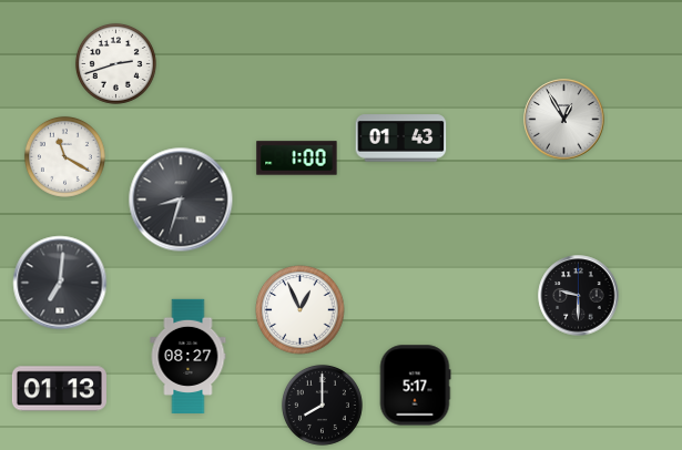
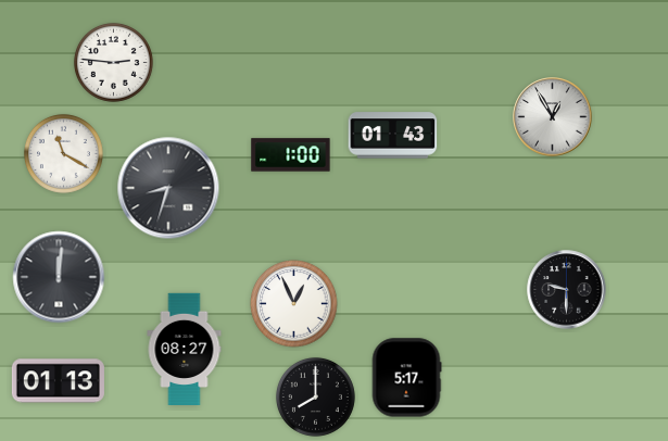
clock at (115, 63): 2:42 -> 2:46
clock at (181, 200) position: (181, 200) -> (168, 188)
clock at (60, 283): 7:01 -> 12:01
